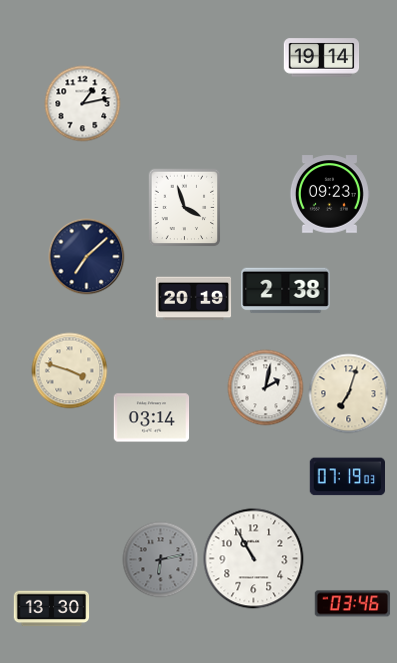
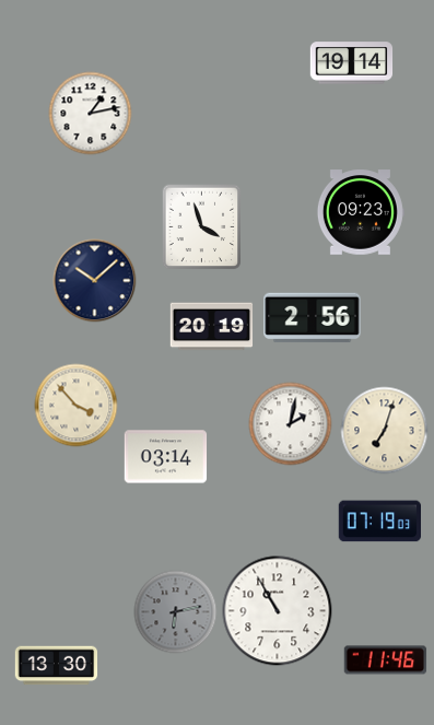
clock at (87, 257): 7:08 -> 10:08
clock at (286, 291): 2:38 -> 2:56
clock at (70, 371): 3:48 -> 3:53
clock at (349, 394) position: (349, 394) -> (385, 431)
clock at (353, 604): 03:46 -> 11:46
